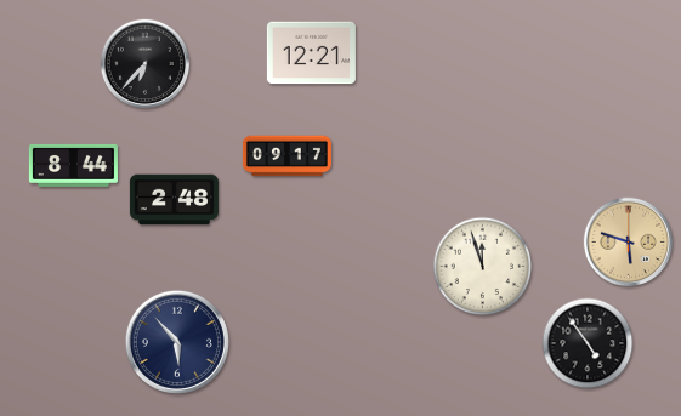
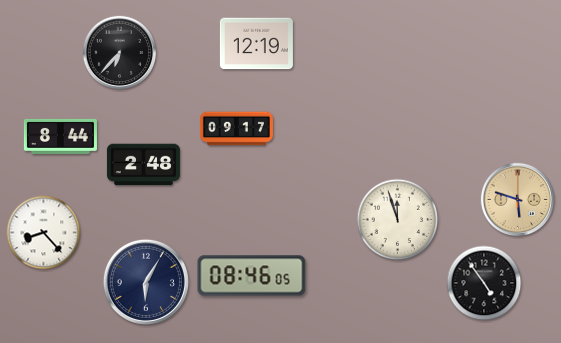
clock at (311, 53): 12:21 -> 12:19
clock at (44, 233): none -> 8:23
clock at (252, 276): none -> 08:46
clock at (177, 342): 5:53 -> 6:05
